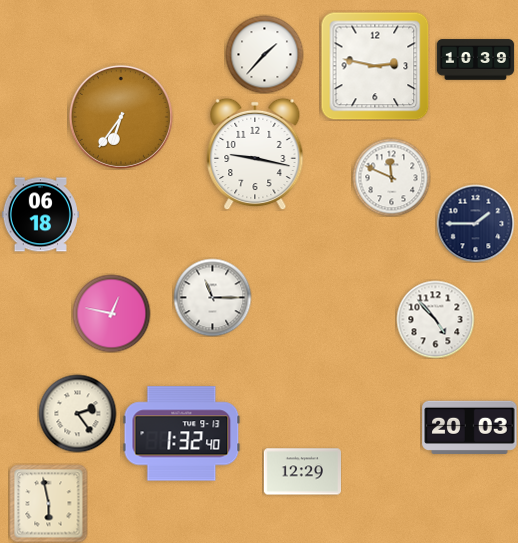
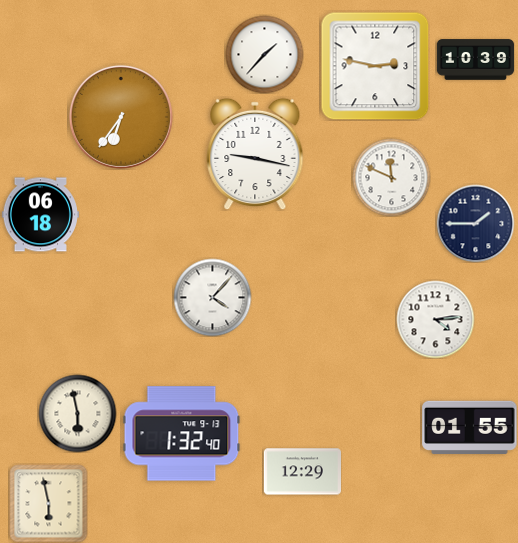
clock at (212, 297): 11:15 -> 4:07
clock at (111, 313): 12:47 -> none
clock at (435, 319): 4:53 -> 4:14
clock at (77, 413): 2:24 -> 5:58
clock at (470, 427): 20:03 -> 01:55
